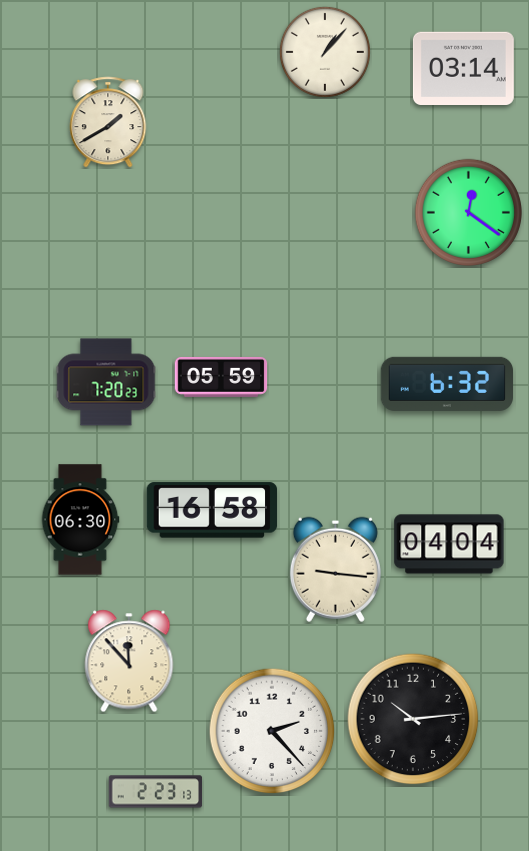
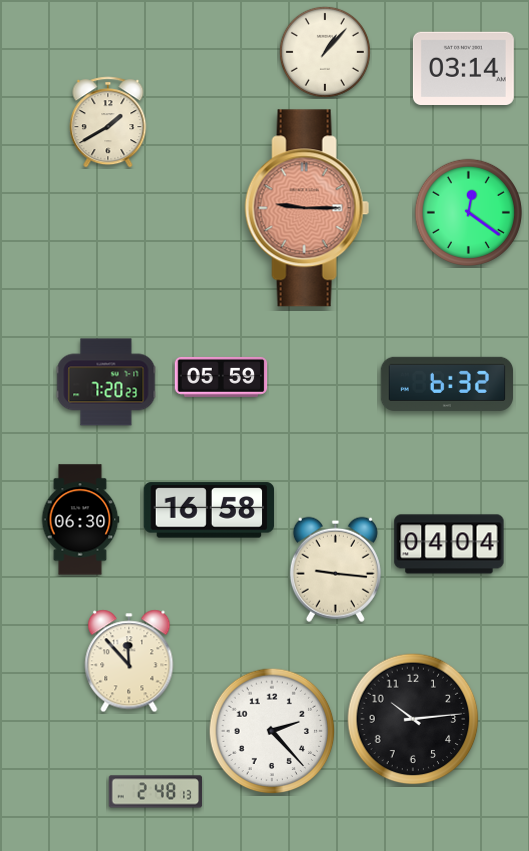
clock at (307, 208): none -> 9:15
clock at (212, 510) position: (212, 510) -> (209, 510)
clock at (156, 792): 2:23 -> 2:48
